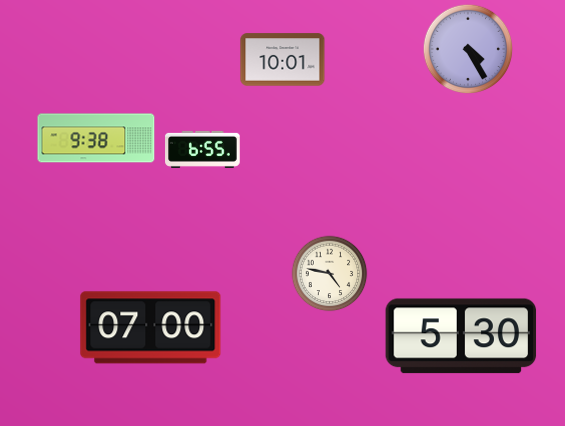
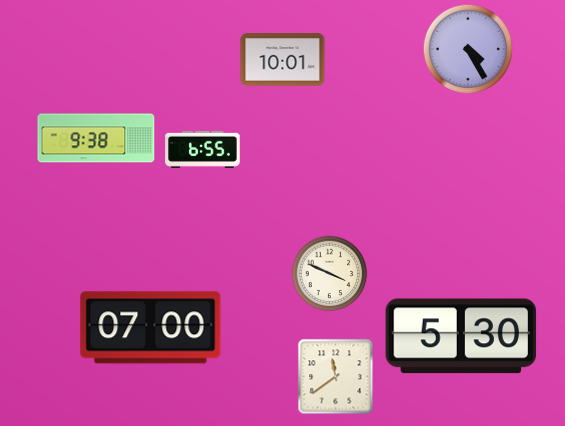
clock at (330, 274): 4:47 -> 3:49
clock at (336, 377): none -> 11:39
